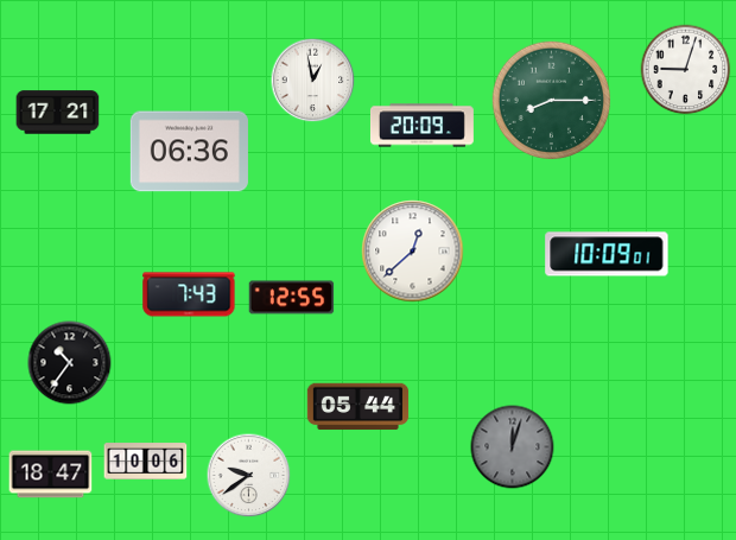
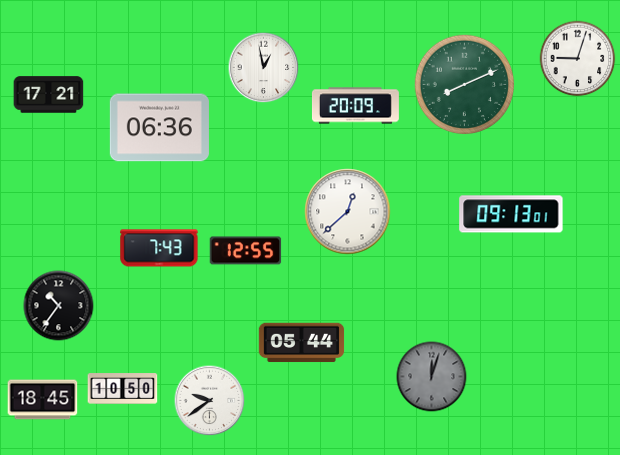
clock at (552, 101): 8:15 -> 8:11
clock at (607, 254): 10:09 -> 09:13
clock at (146, 462): 10:06 -> 10:50
clock at (51, 475): 18:47 -> 18:45
